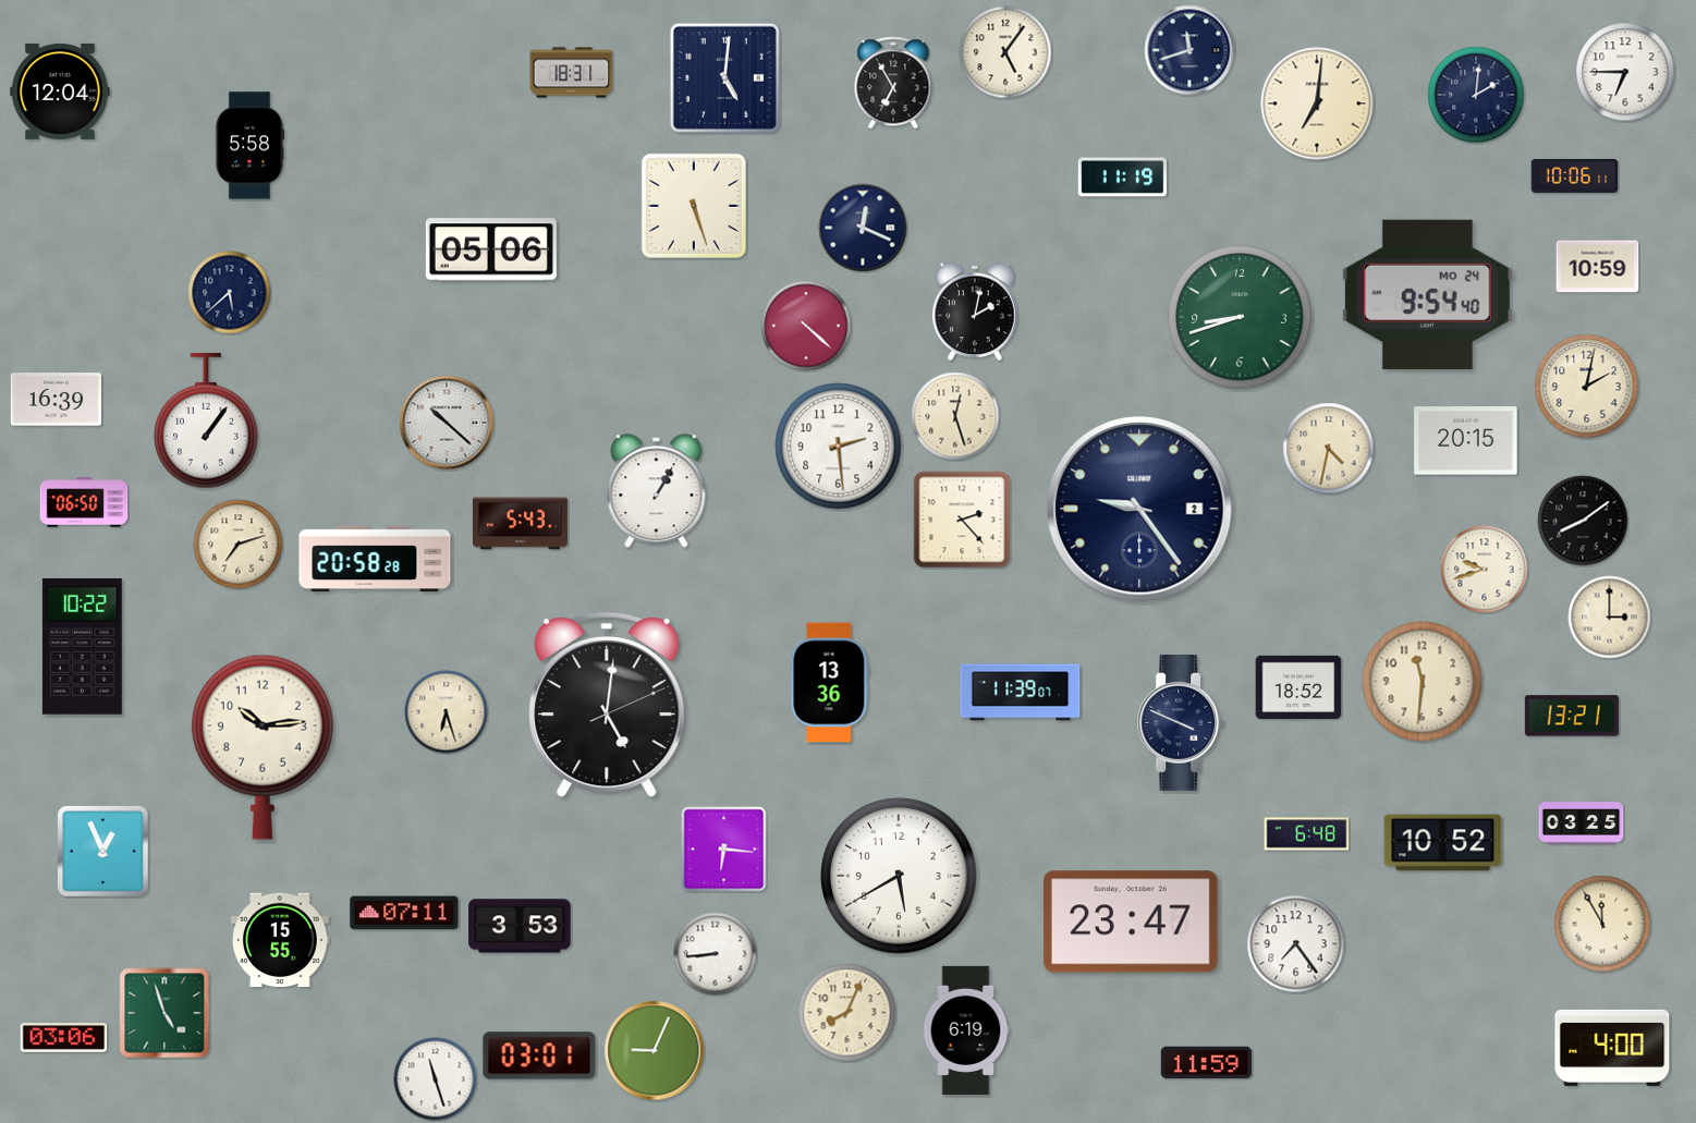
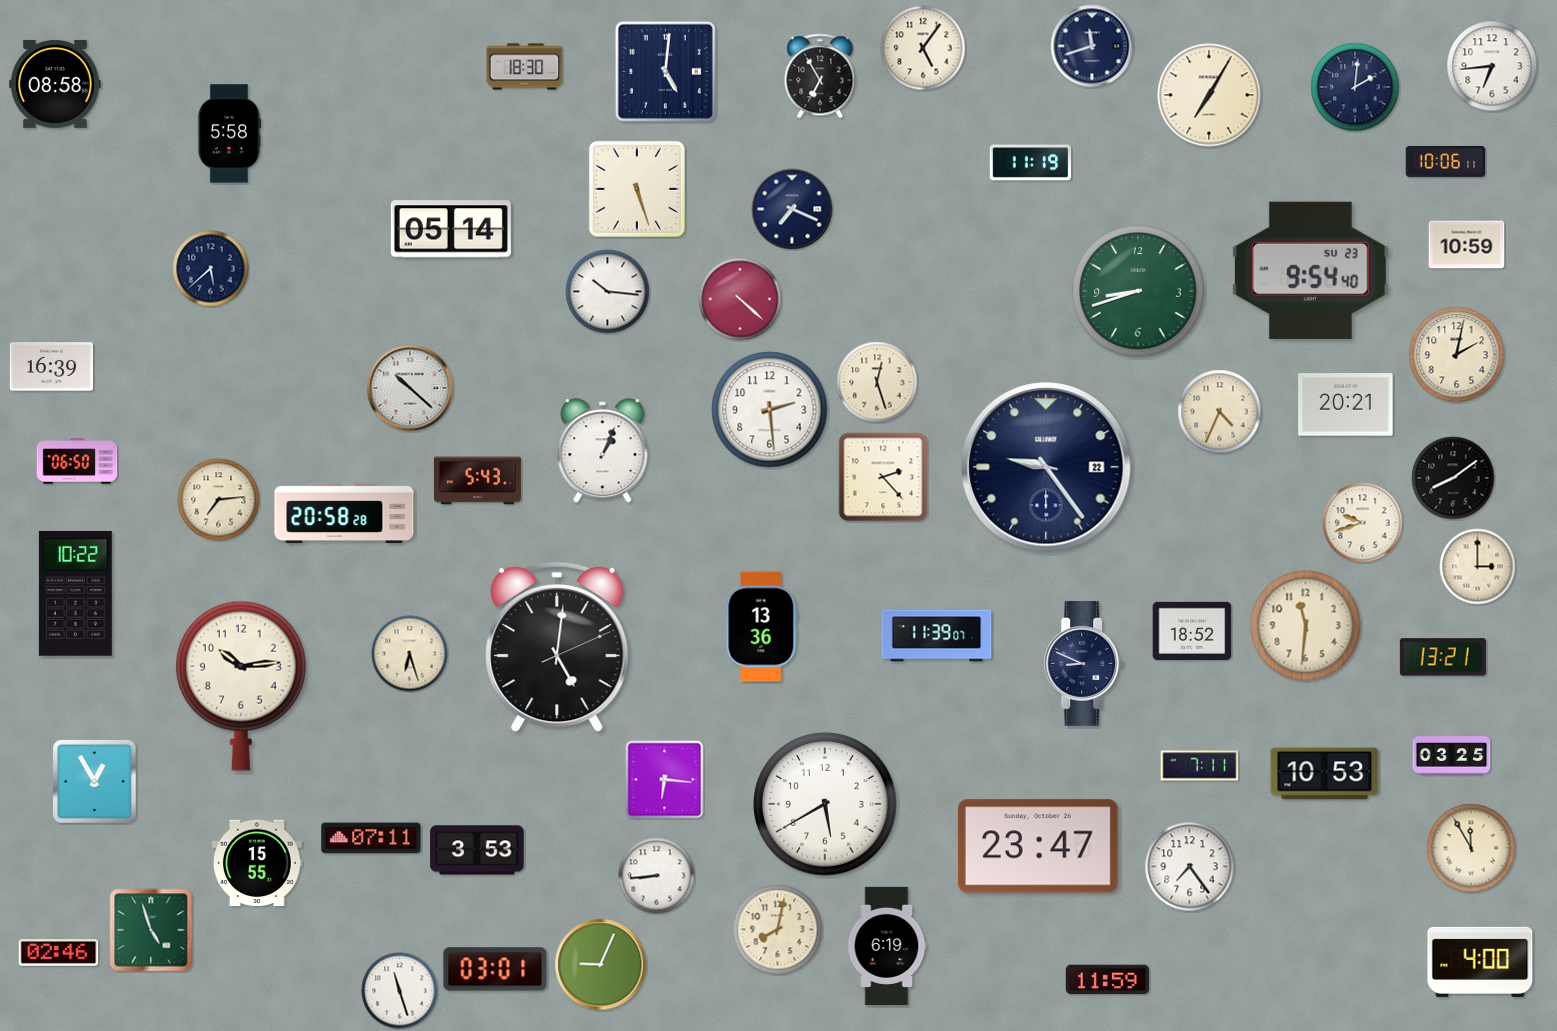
clock at (1625, 72): 6:45 -> 6:44
clock at (572, 73): 18:31 -> 18:30
clock at (60, 91): 12:04 -> 08:58
clock at (1317, 103): 7:01 -> 7:05
clock at (863, 228): 12:19 -> 7:19
clock at (491, 249): 05:06 -> 05:14
clock at (1427, 294) date: MO 24 -> SU 23
clock at (975, 312): 2:02 -> none
clock at (608, 292): none -> 10:16
clock at (206, 420): 1:06 -> none
clock at (1466, 441): 20:15 -> 20:21
clock at (1329, 449): 4:32 -> 4:34
clock at (657, 491): 1:05 -> 1:04
clock at (1139, 509) date: 2 -> 22
clock at (239, 545): 7:12 -> 7:14
clock at (1181, 723): 3:49 -> 8:49
clock at (1307, 834): 6:48 -> 7:11
clock at (1443, 843): 10:52 -> 10:53
clock at (103, 852): 12:56 -> 12:55
clock at (847, 1013): 8:04 -> 8:02
clock at (64, 1038): 03:06 -> 02:46
clock at (1206, 1063) position: (1206, 1063) -> (1107, 980)
